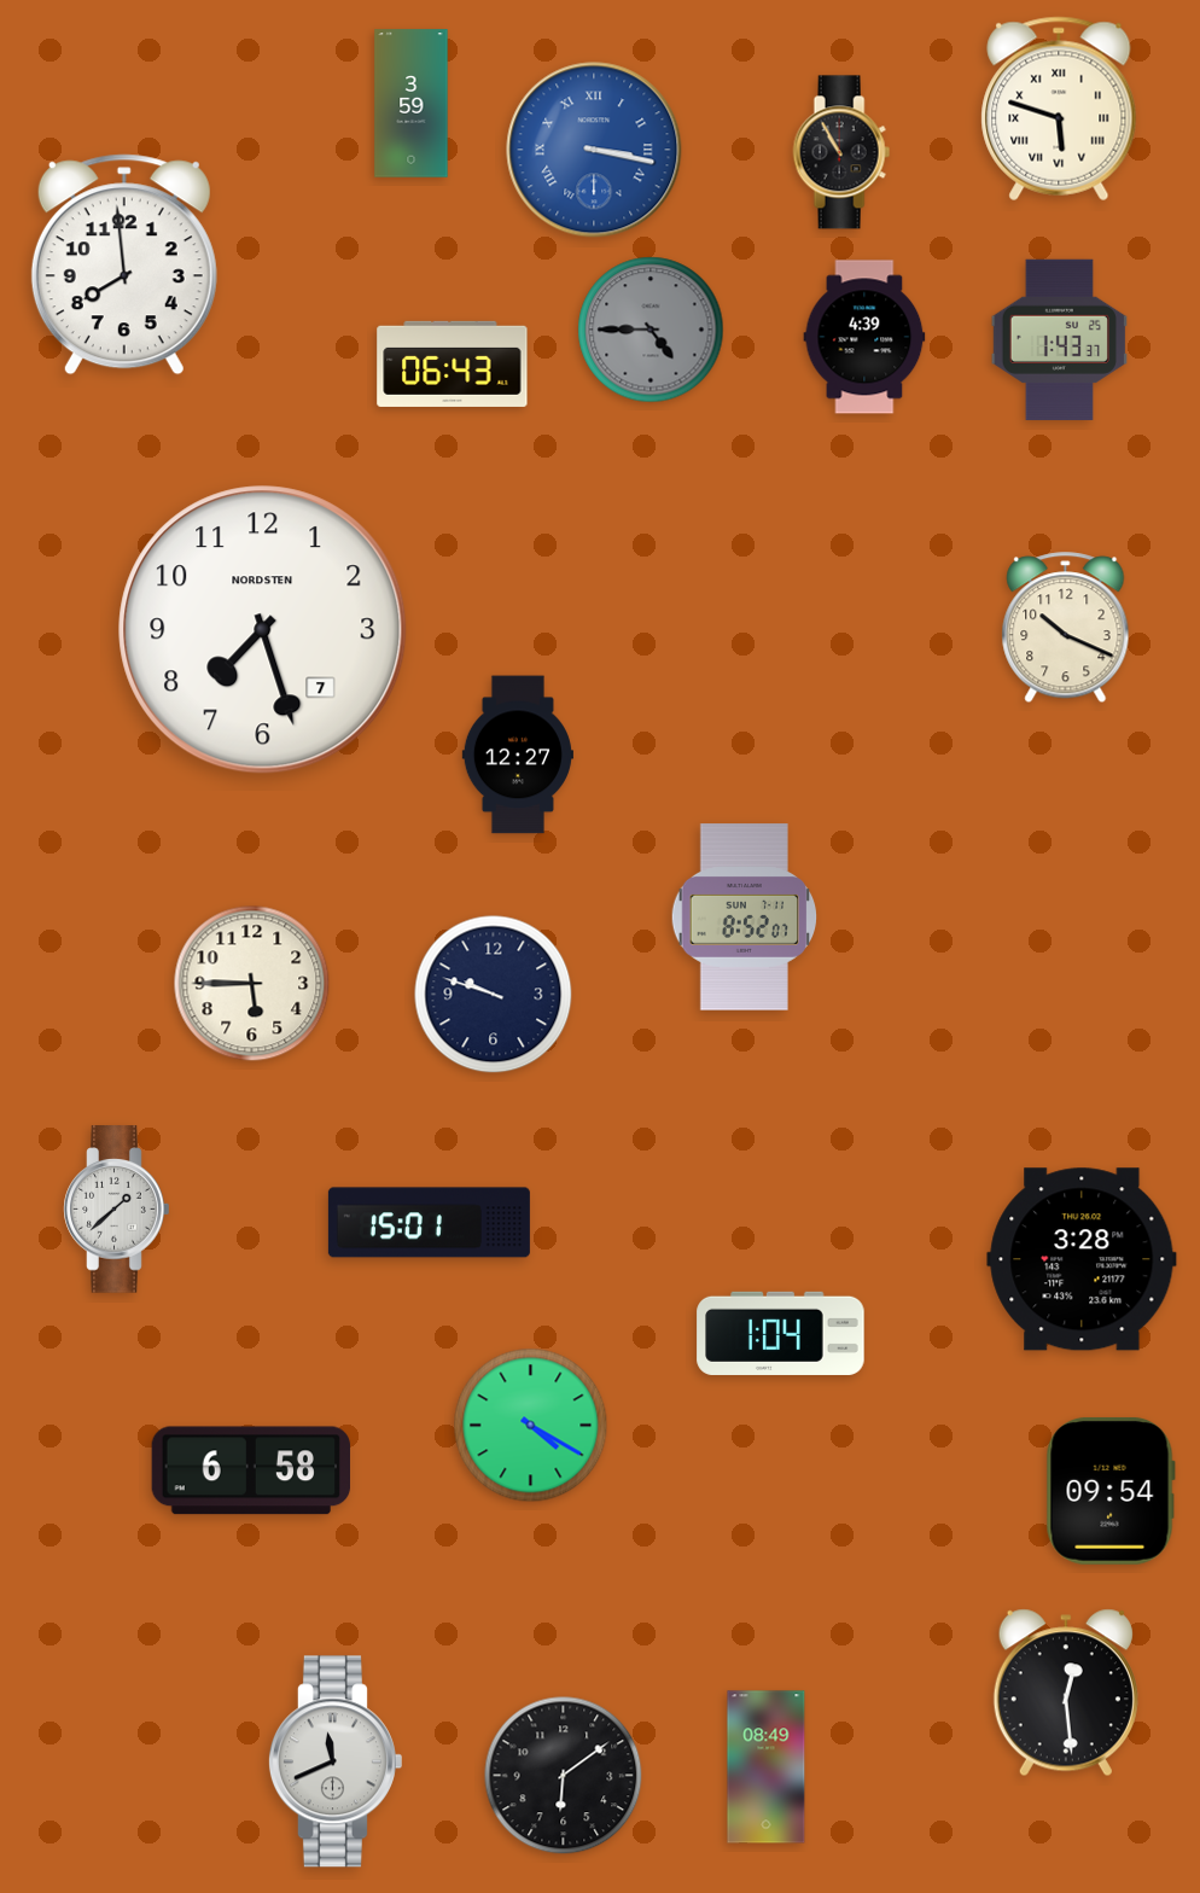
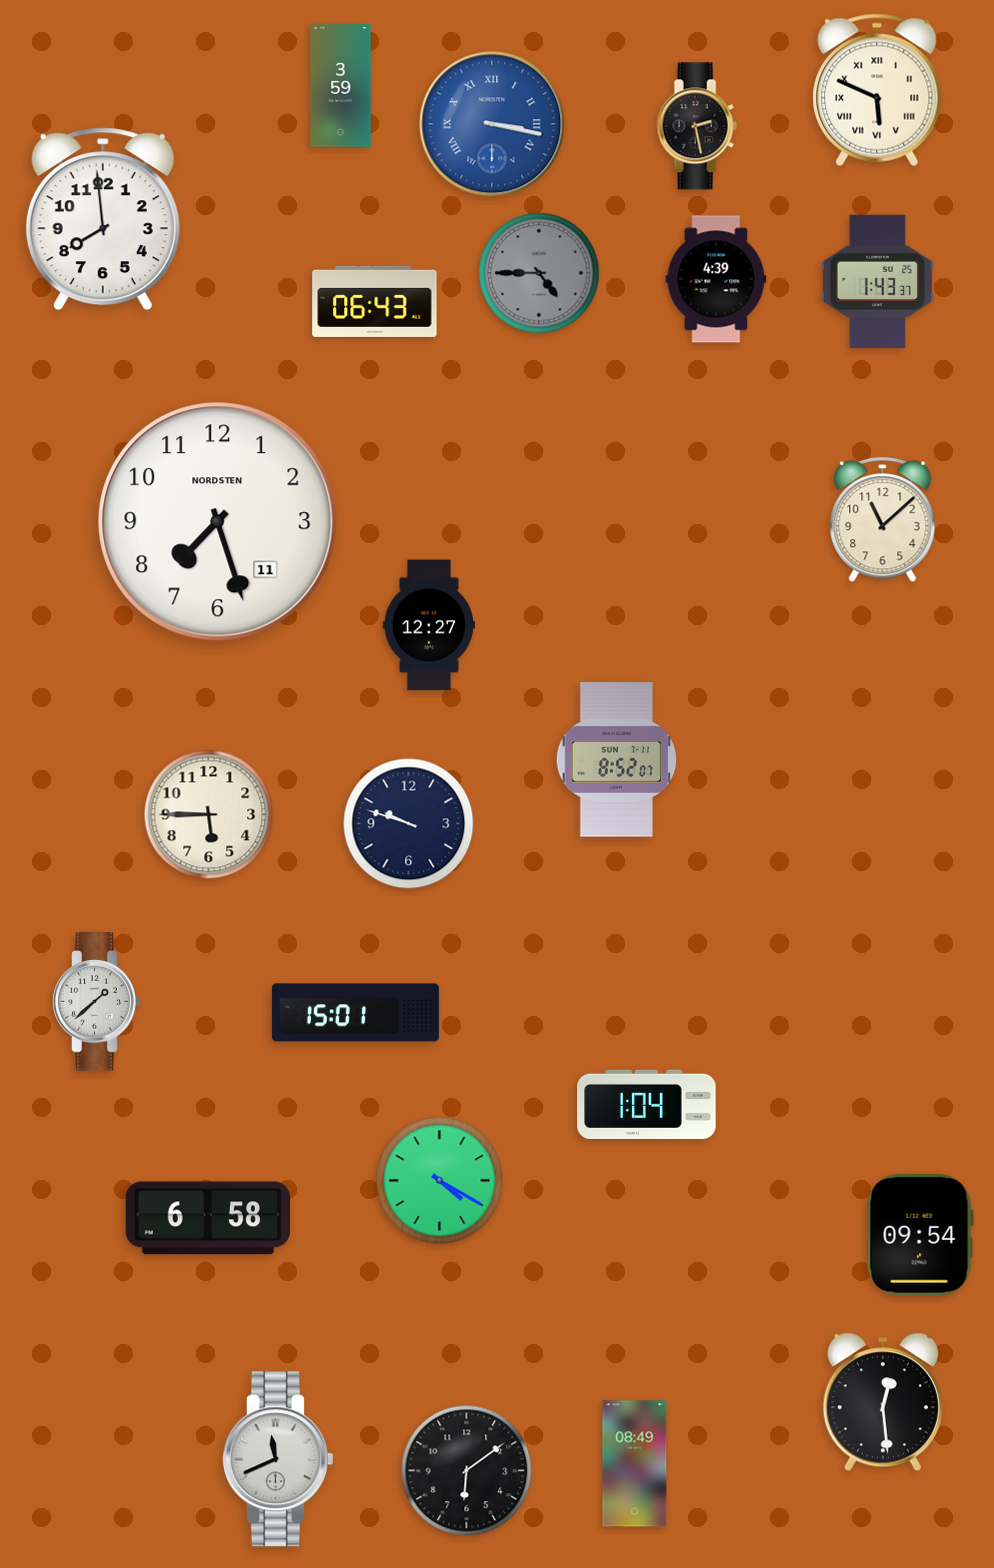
clock at (1059, 109): 5:48 -> 5:49
clock at (841, 152): 10:55 -> 2:28
clock at (1066, 628): 10:19 -> 11:08
clock at (263, 630) date: 7 -> 11
clock at (1082, 1259): 3:28 -> none
